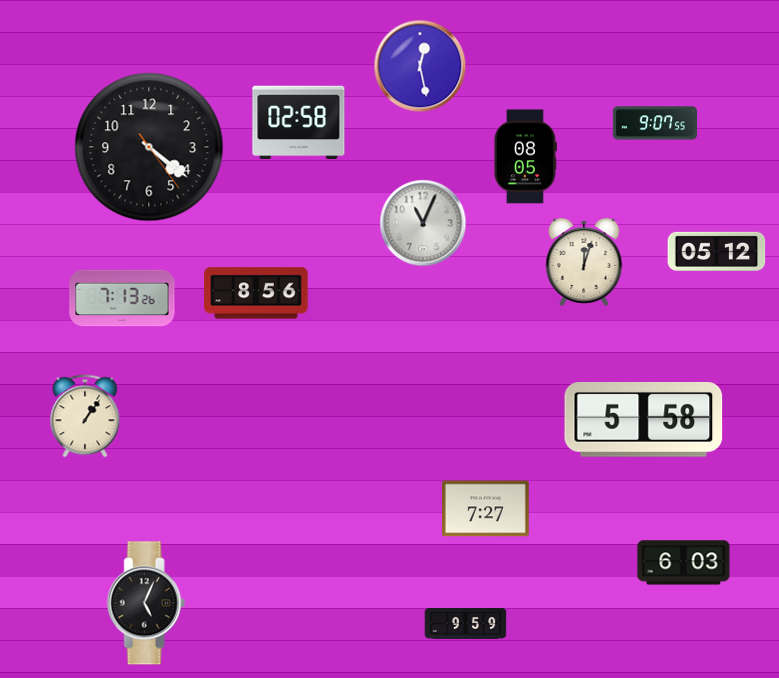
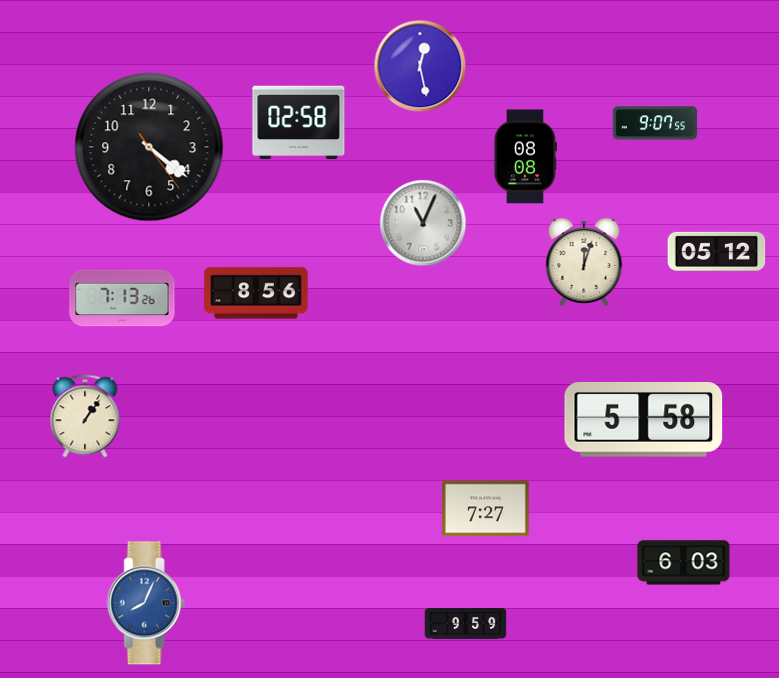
clock at (525, 157): 08:05 -> 08:08
clock at (146, 603): 5:04 -> 8:04
clock at (146, 603) dial: black -> blue
